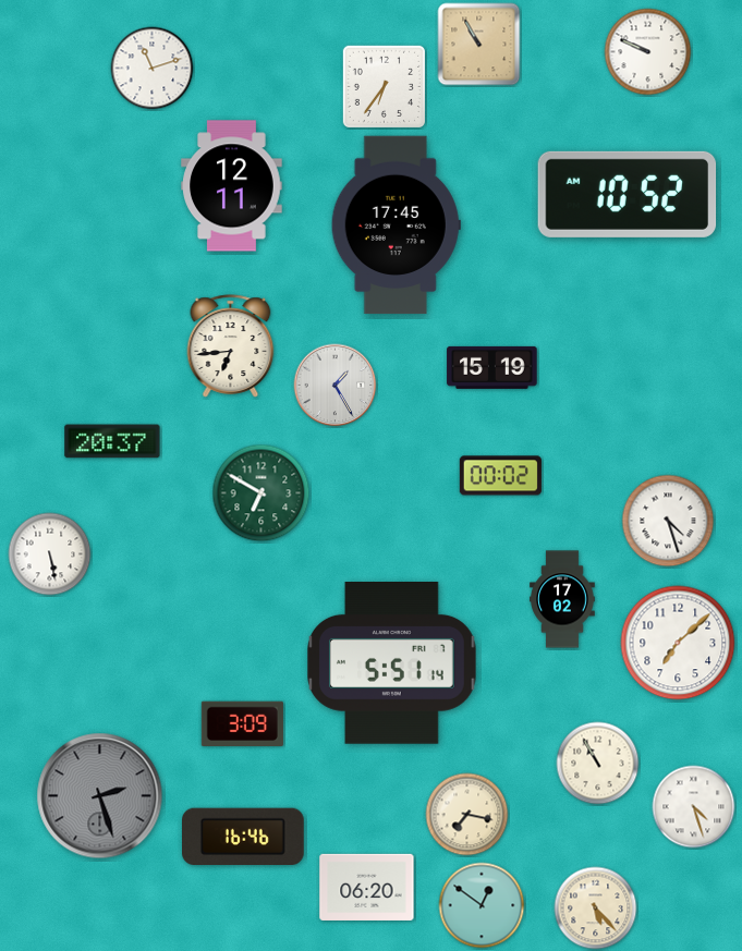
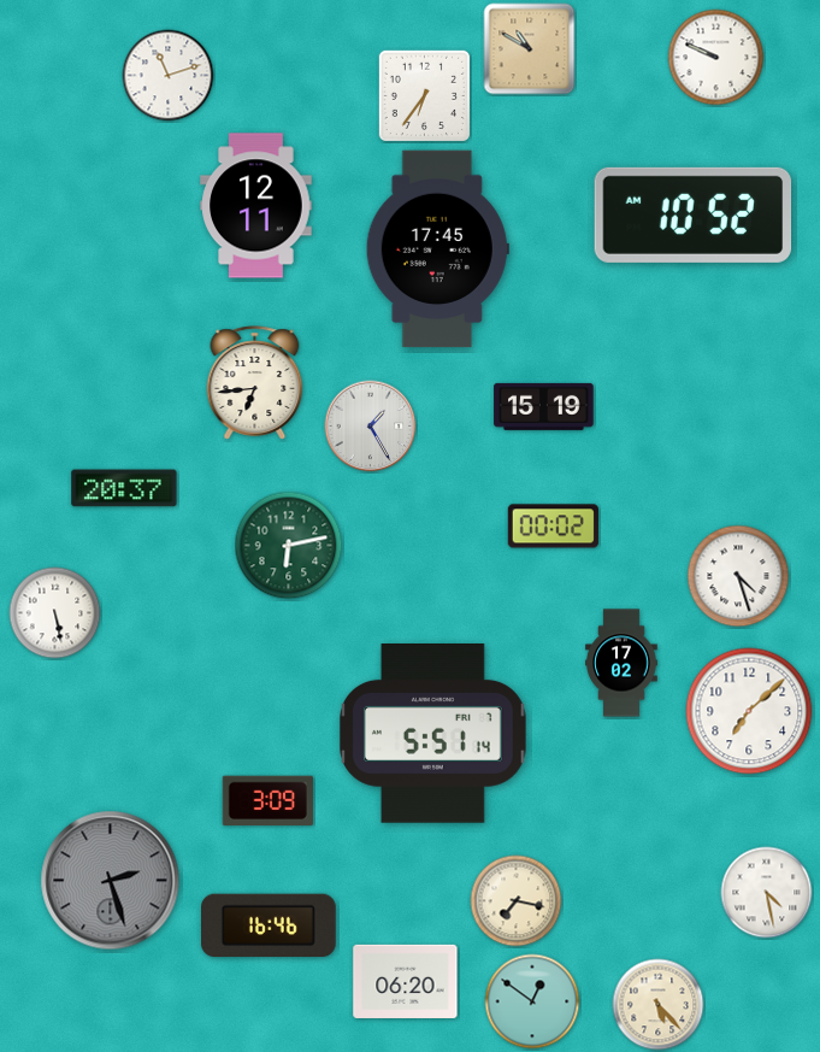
clock at (479, 45): 10:55 -> 10:50
clock at (261, 493): 6:50 -> 6:13
clock at (598, 764): 10:55 -> none
clock at (694, 807): 4:27 -> 4:28
